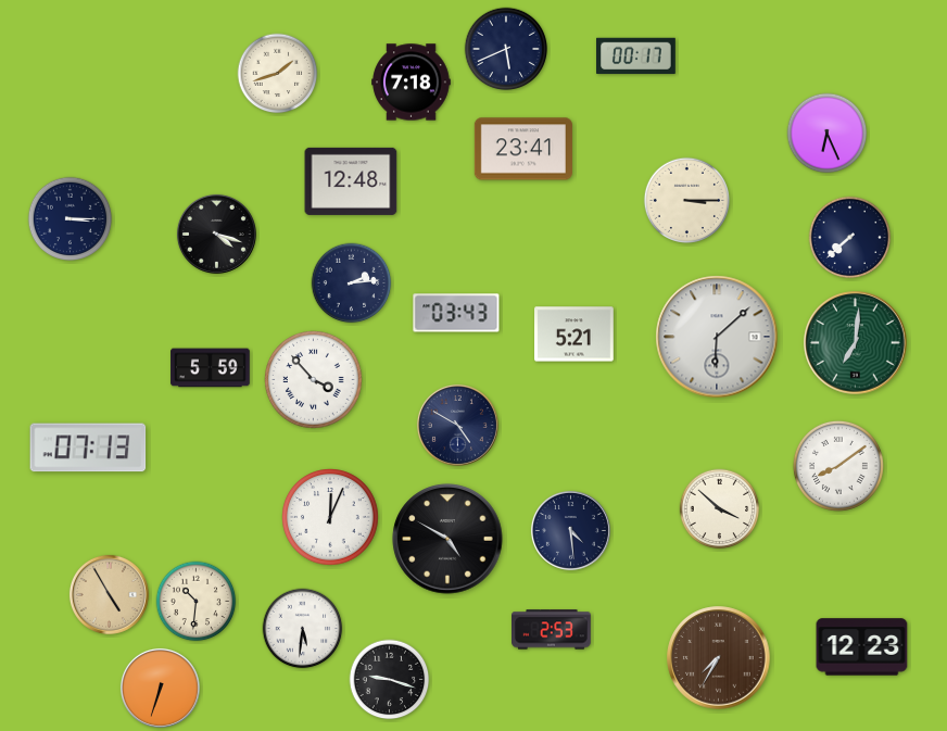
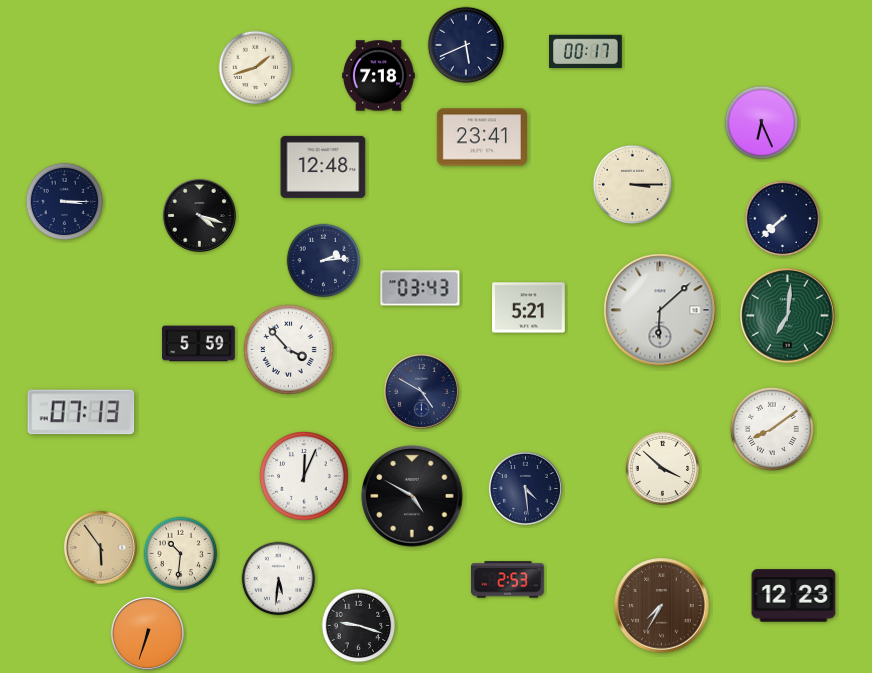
clock at (211, 368) position: (211, 368) -> (199, 344)
clock at (109, 594): 4:55 -> 5:54
